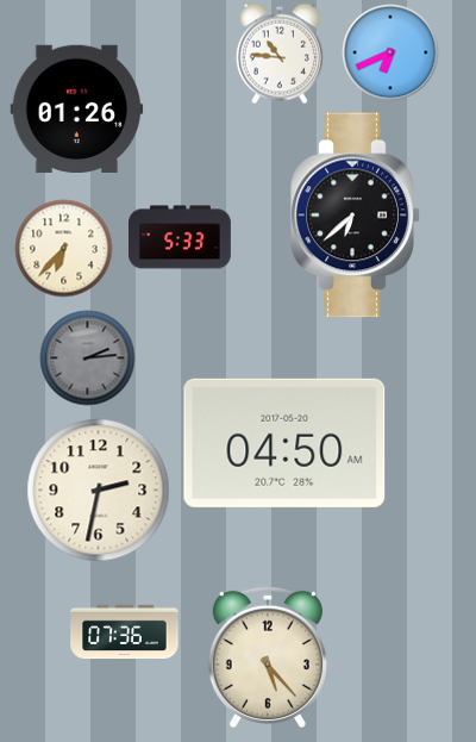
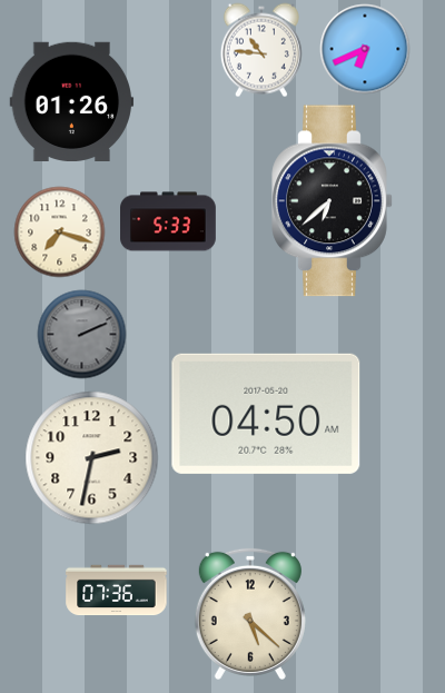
clock at (64, 249): 6:37 -> 7:18
clock at (88, 358): 2:14 -> 2:11
clock at (268, 656): 5:23 -> 5:22
